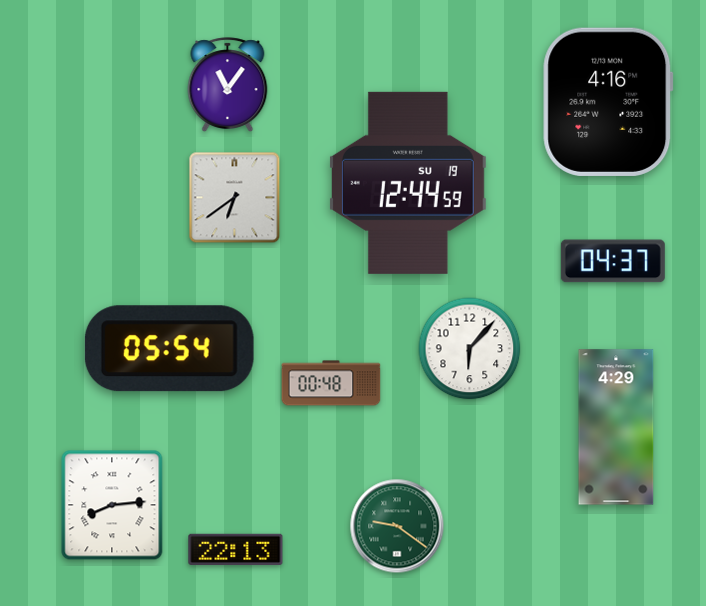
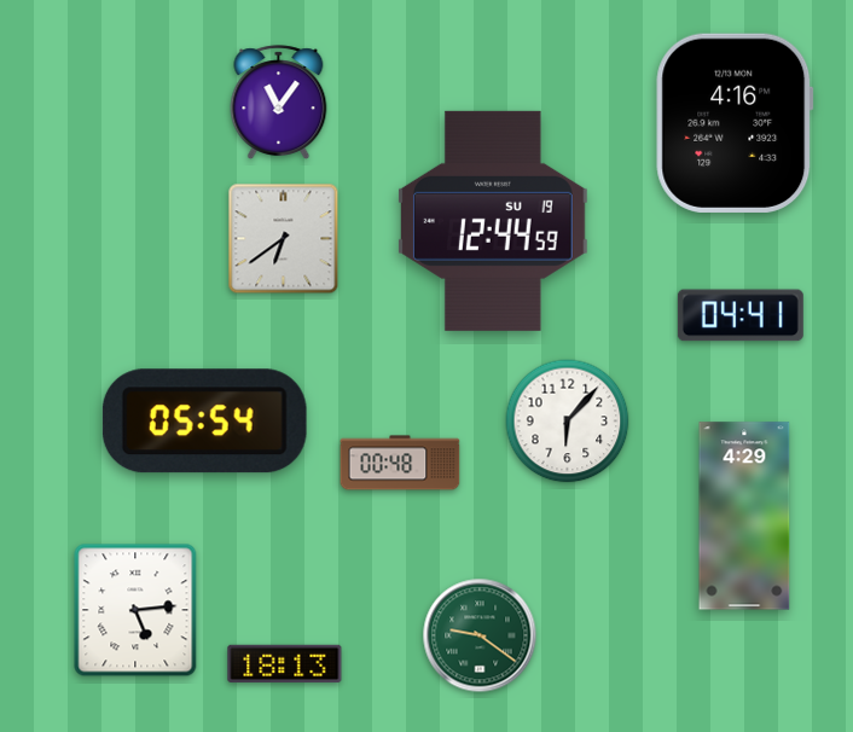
clock at (228, 85) position: (228, 85) -> (279, 103)
clock at (613, 261): 04:37 -> 04:41
clock at (112, 505): 8:14 -> 5:14
clock at (236, 549): 22:13 -> 18:13
